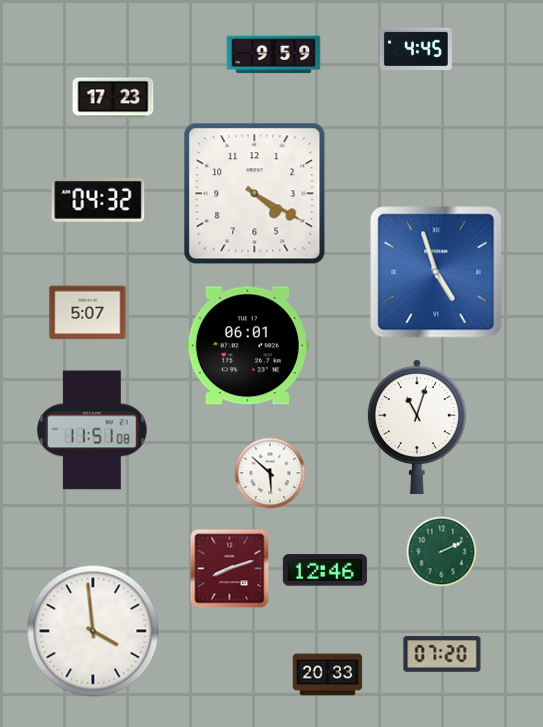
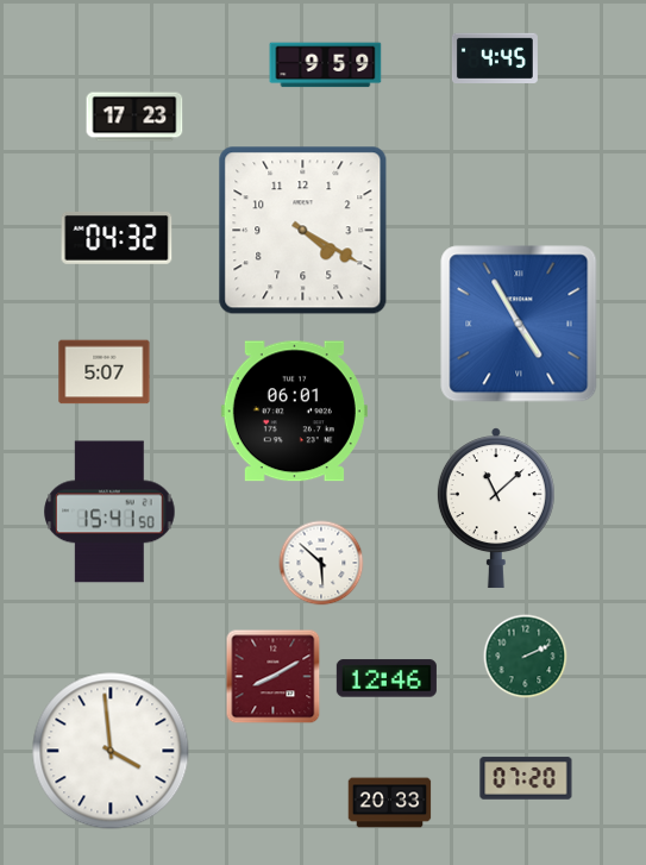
clock at (436, 272): 4:57 -> 4:55
clock at (417, 427): 11:03 -> 11:08
clock at (92, 430): 11:51 -> 15:41
clock at (230, 569): 8:12 -> 8:10
